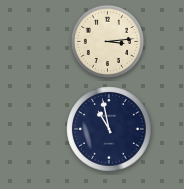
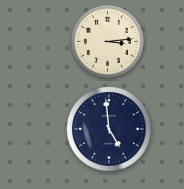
clock at (109, 129): 10:58 -> 4:59
